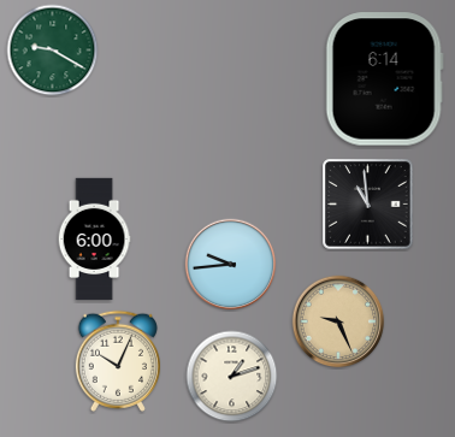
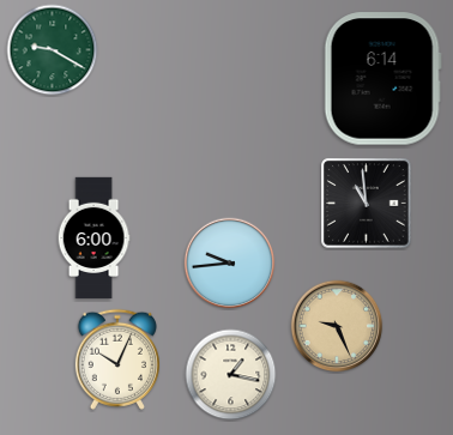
clock at (338, 321) position: (338, 321) -> (337, 326)
clock at (232, 377): 1:12 -> 1:17
